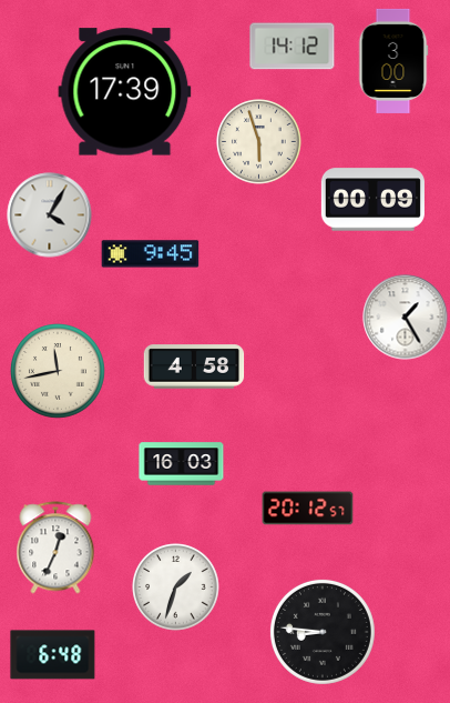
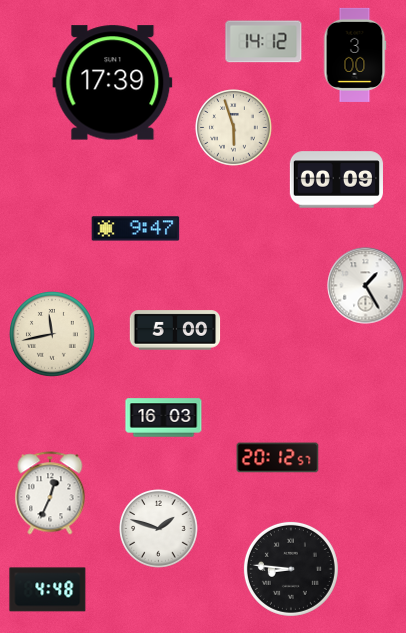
clock at (50, 215): 4:05 -> none
clock at (151, 254): 9:45 -> 9:47
clock at (194, 366): 4:58 -> 5:00
clock at (176, 587): 1:33 -> 1:48
clock at (53, 655): 6:48 -> 4:48
